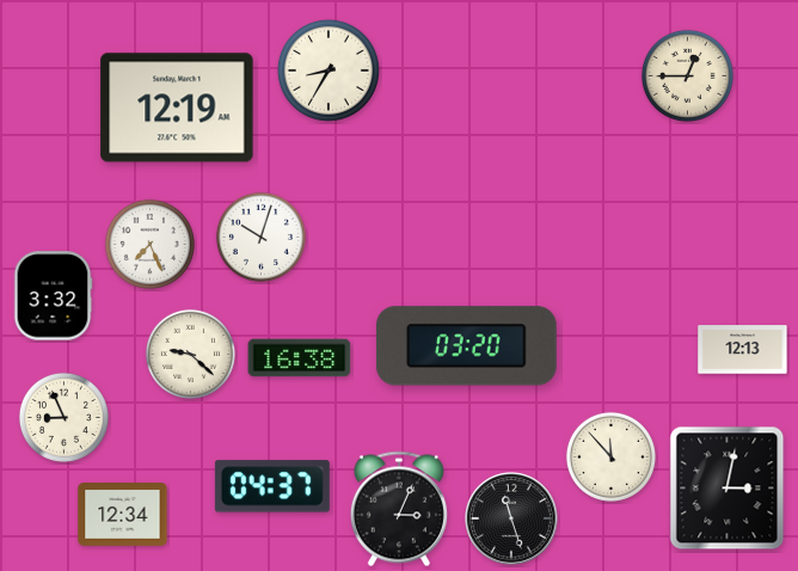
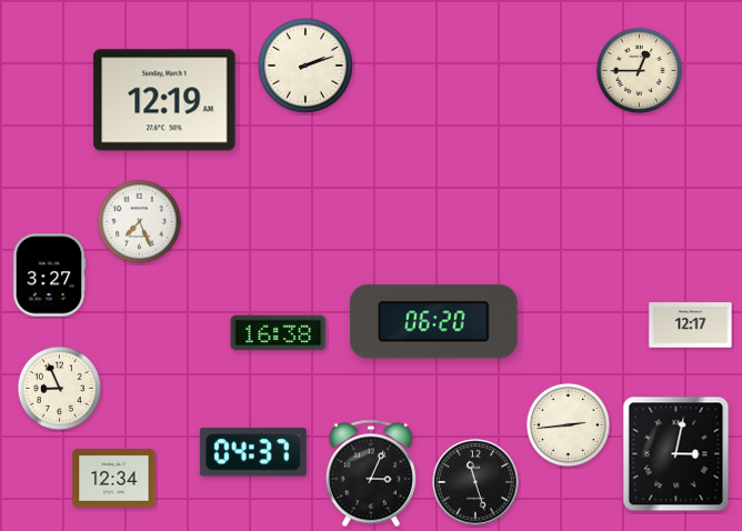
clock at (329, 70): 8:35 -> 2:12
clock at (260, 237): 10:03 -> none
clock at (149, 244) position: (149, 244) -> (139, 221)
clock at (53, 296): 3:32 -> 3:27
clock at (466, 346): 03:20 -> 06:20
clock at (743, 350): 12:13 -> 12:17
clock at (190, 354): 9:22 -> none
clock at (610, 456): 11:53 -> 2:44
